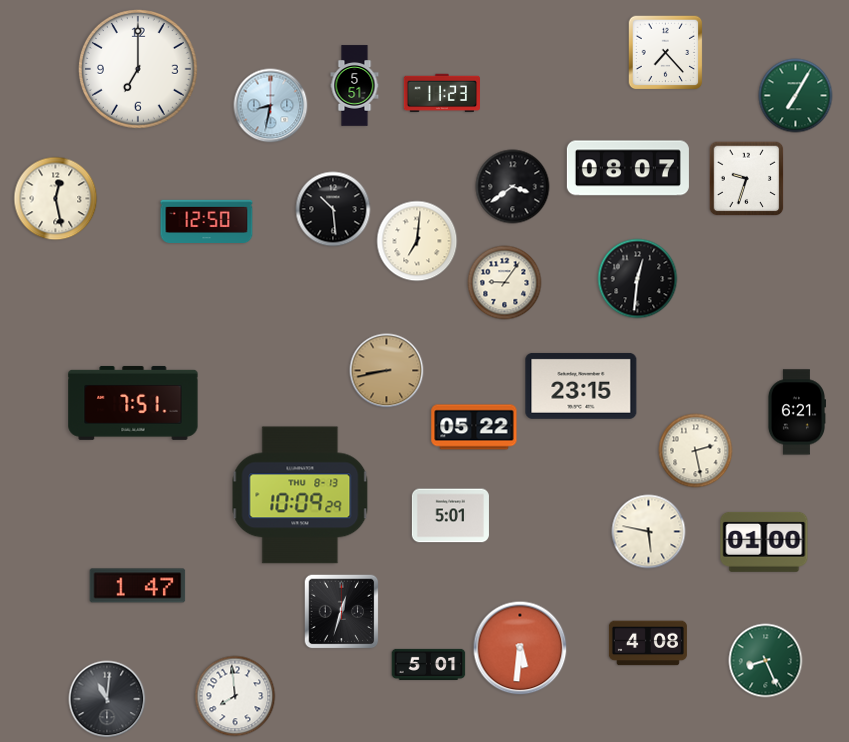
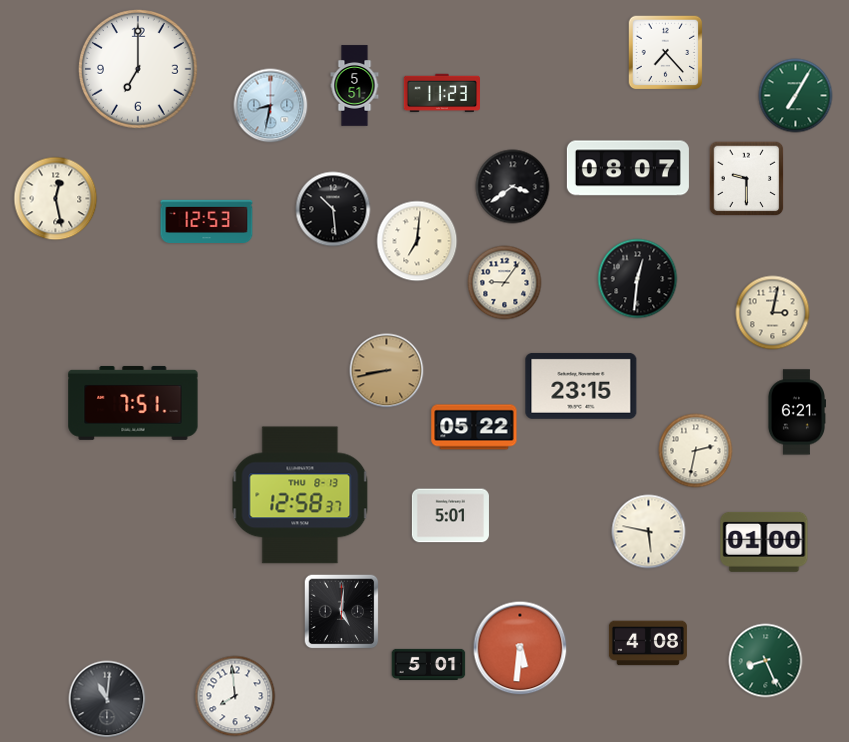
clock at (747, 179): 9:33 -> 9:30
clock at (207, 221): 12:50 -> 12:53
clock at (773, 313): none -> 3:02
clock at (696, 451): 2:28 -> 2:32
clock at (300, 495): 10:09 -> 12:58
clock at (138, 586): 1:47 -> none
clock at (342, 612): 12:33 -> 5:01
